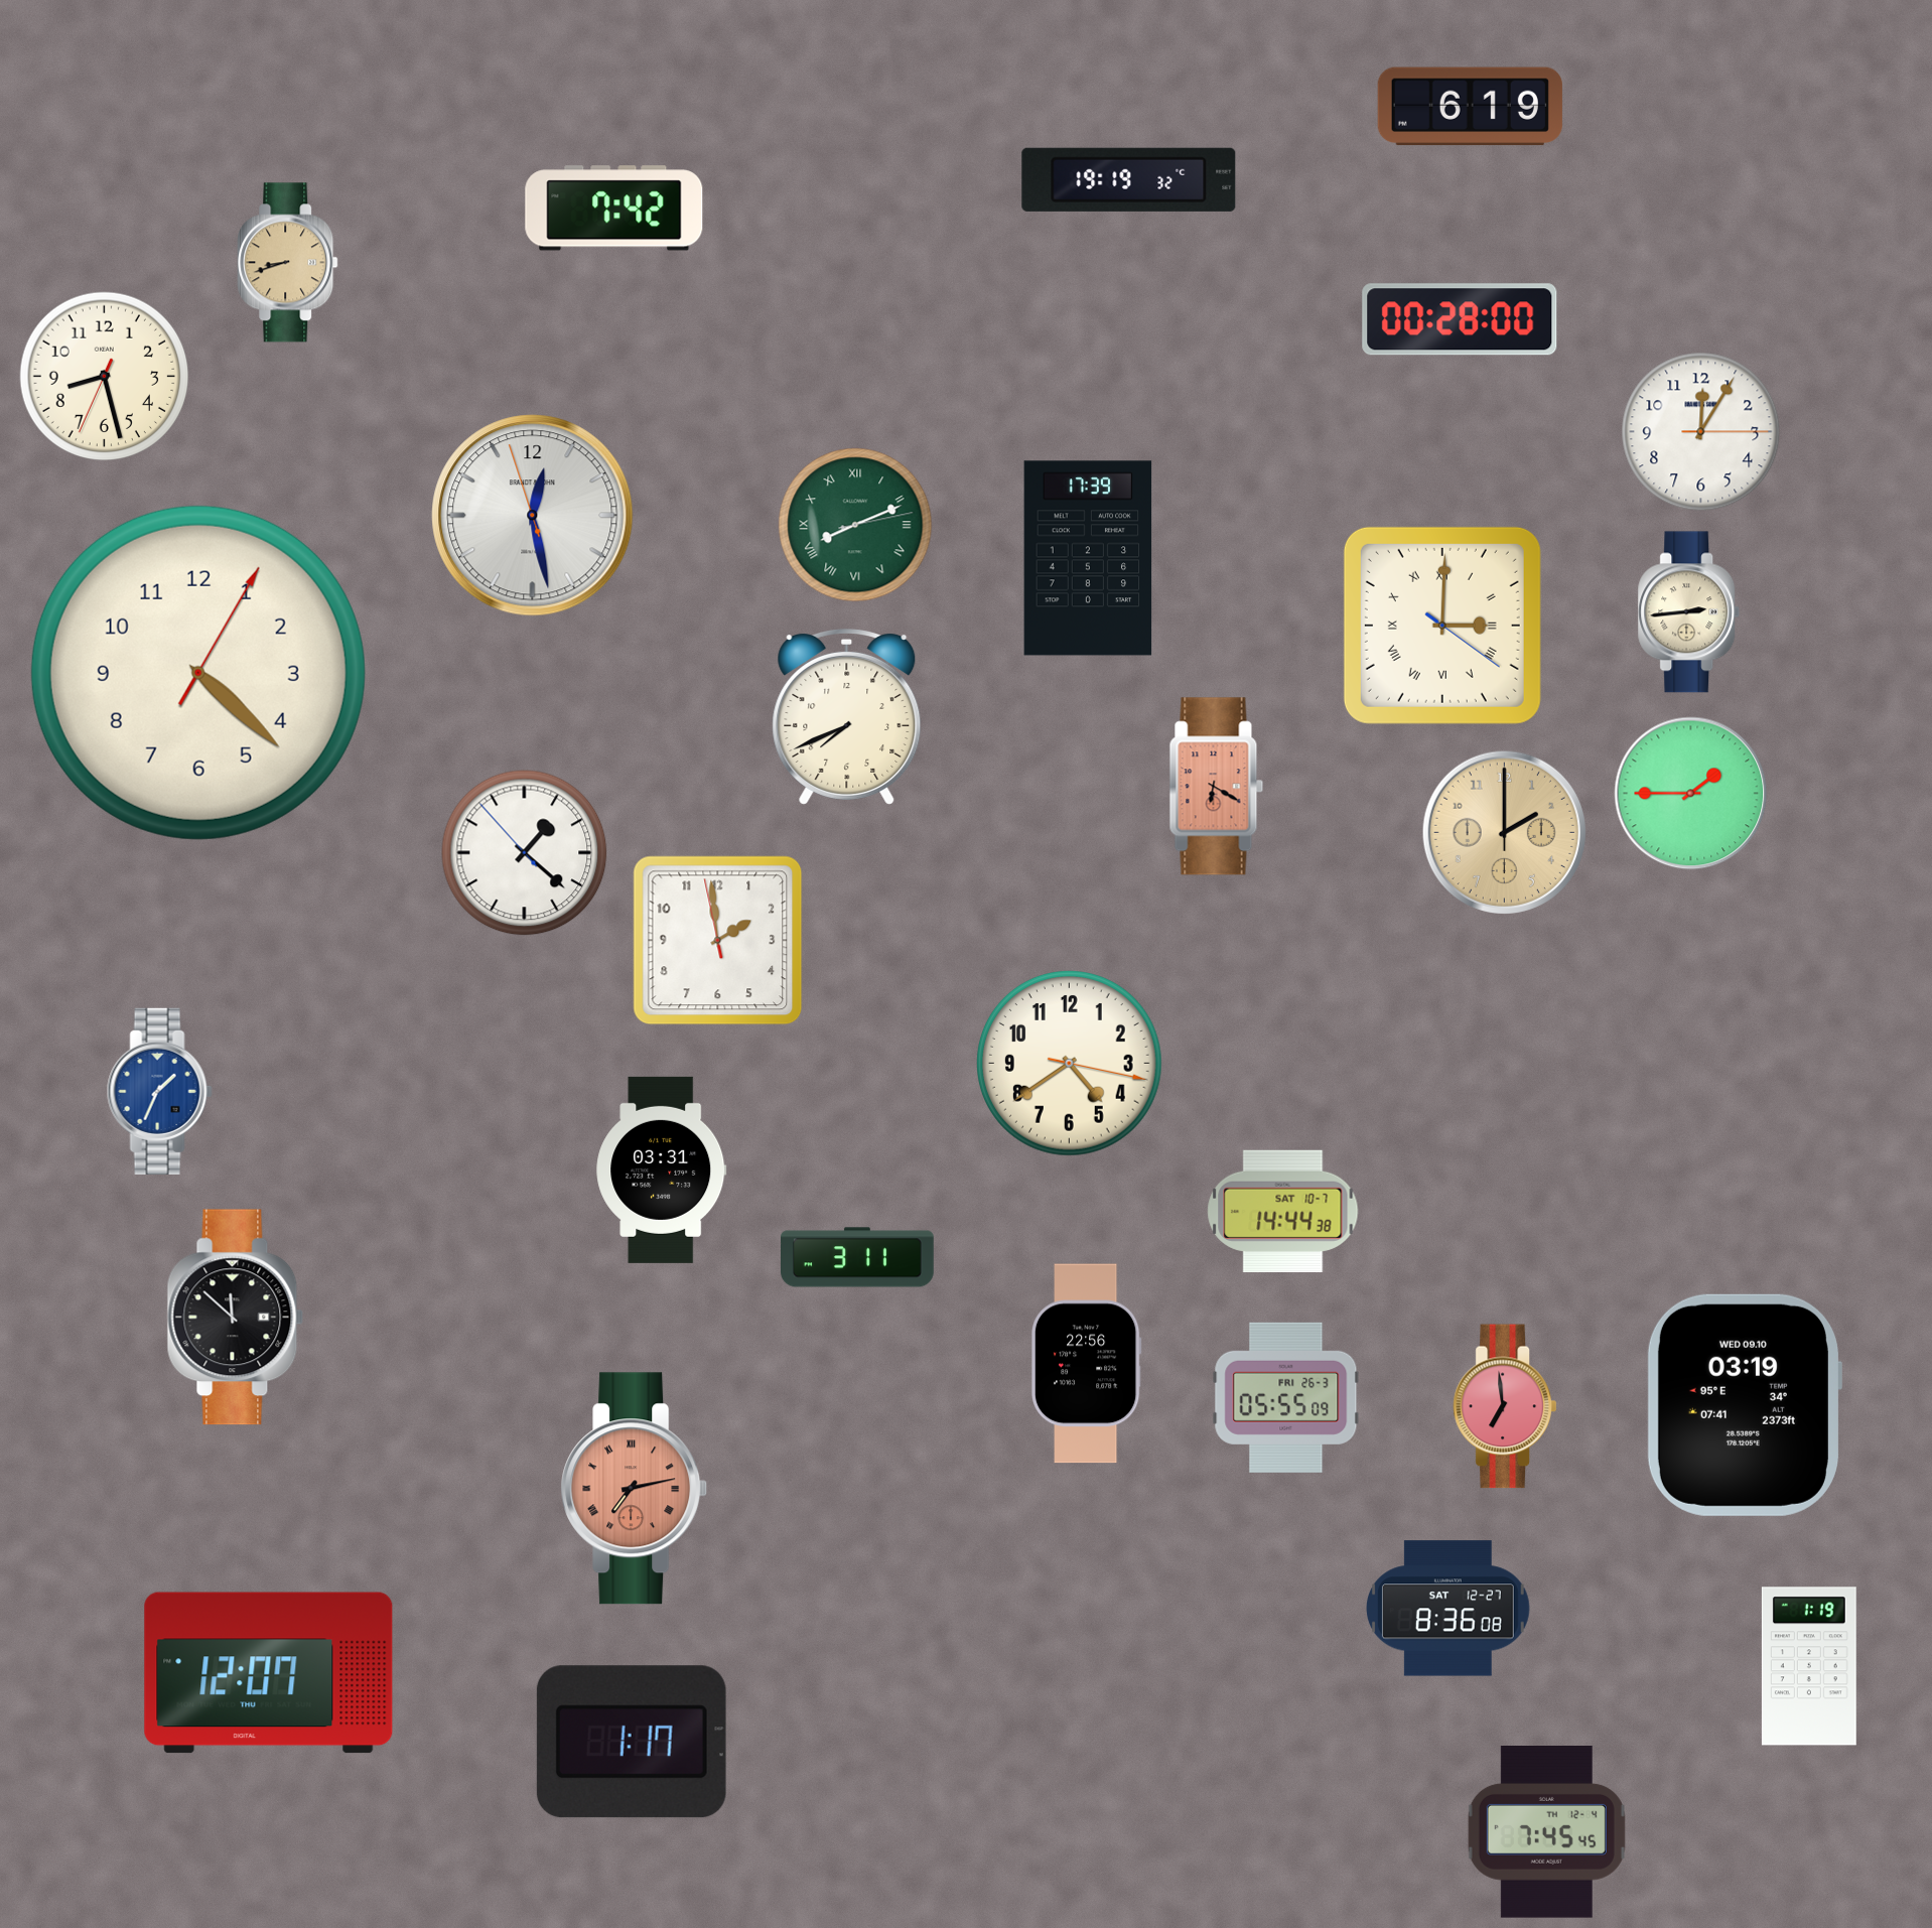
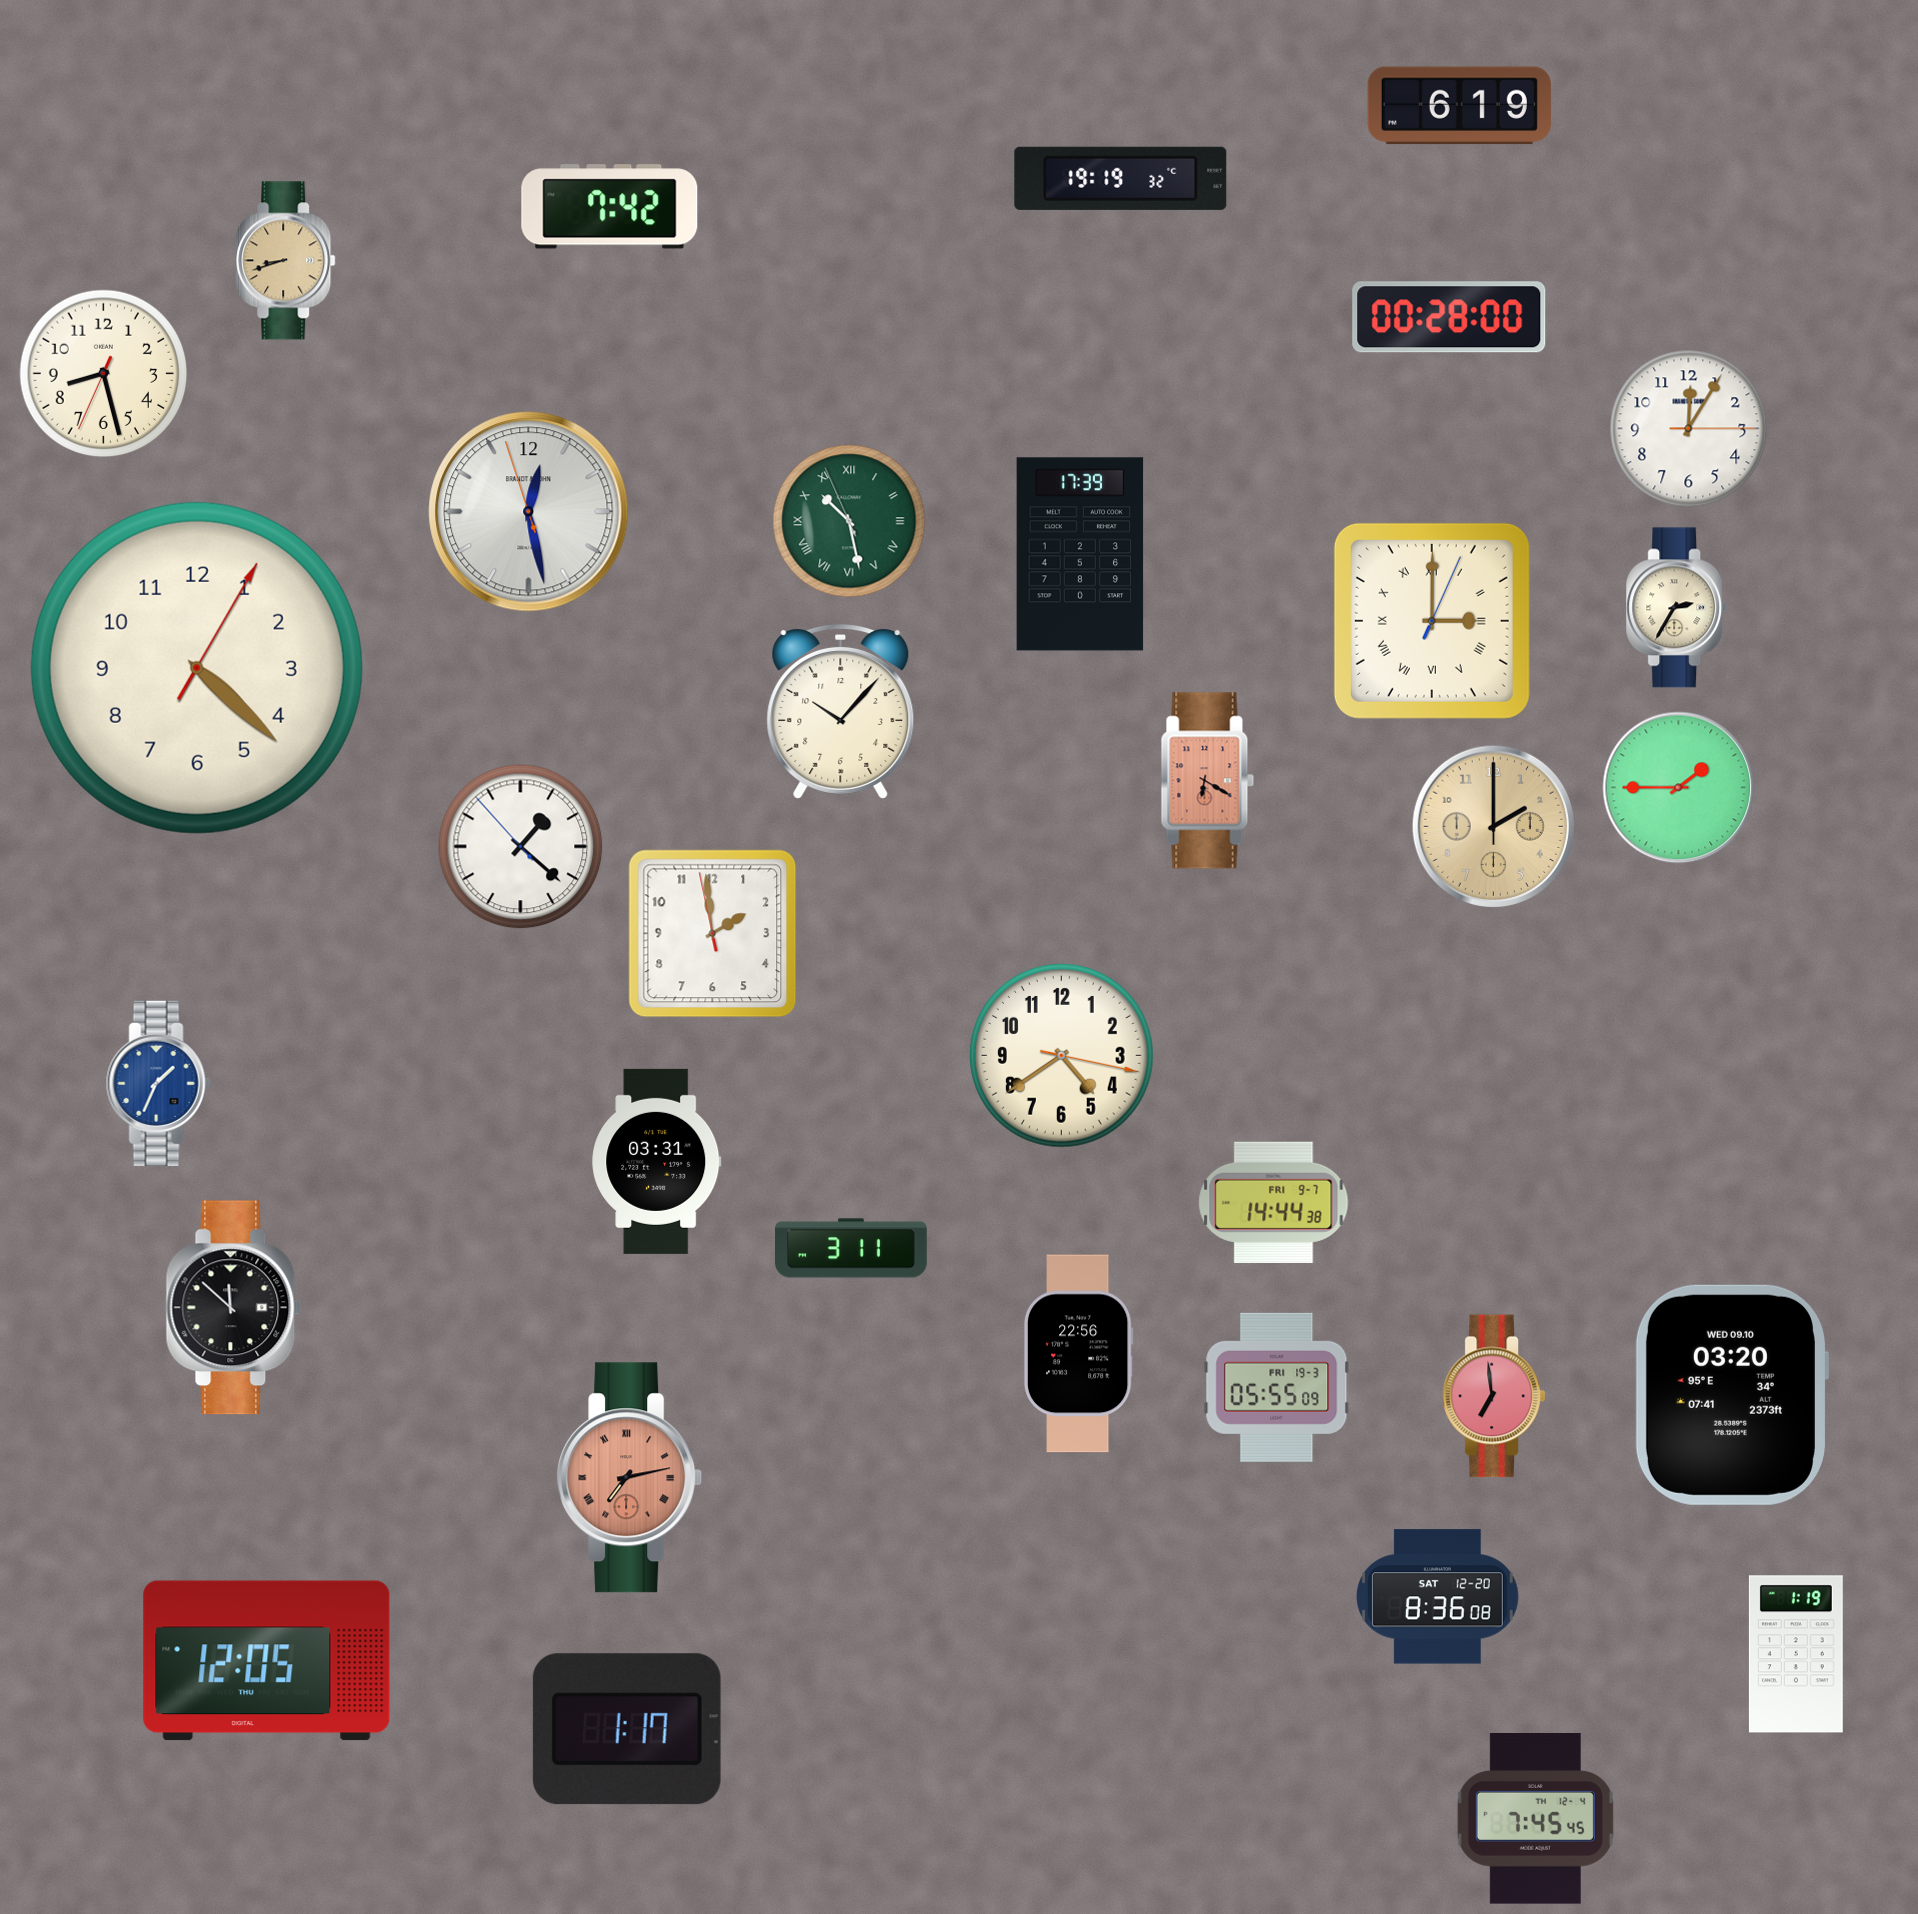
clock at (855, 525): 8:11 -> 10:27
clock at (1689, 612): 2:44 -> 2:35
clock at (1442, 626): 3:00:21 -> 3:00:04
clock at (847, 717): 7:41 -> 10:07
clock at (1283, 1211) date: SAT 10-7 -> FRI 9-7
clock at (1286, 1397) date: FRI 26-3 -> FRI 19-3
clock at (1744, 1405): 03:19 -> 03:20
clock at (1447, 1609) date: SAT 12-27 -> SAT 12-20
clock at (269, 1673): 12:07 -> 12:05
